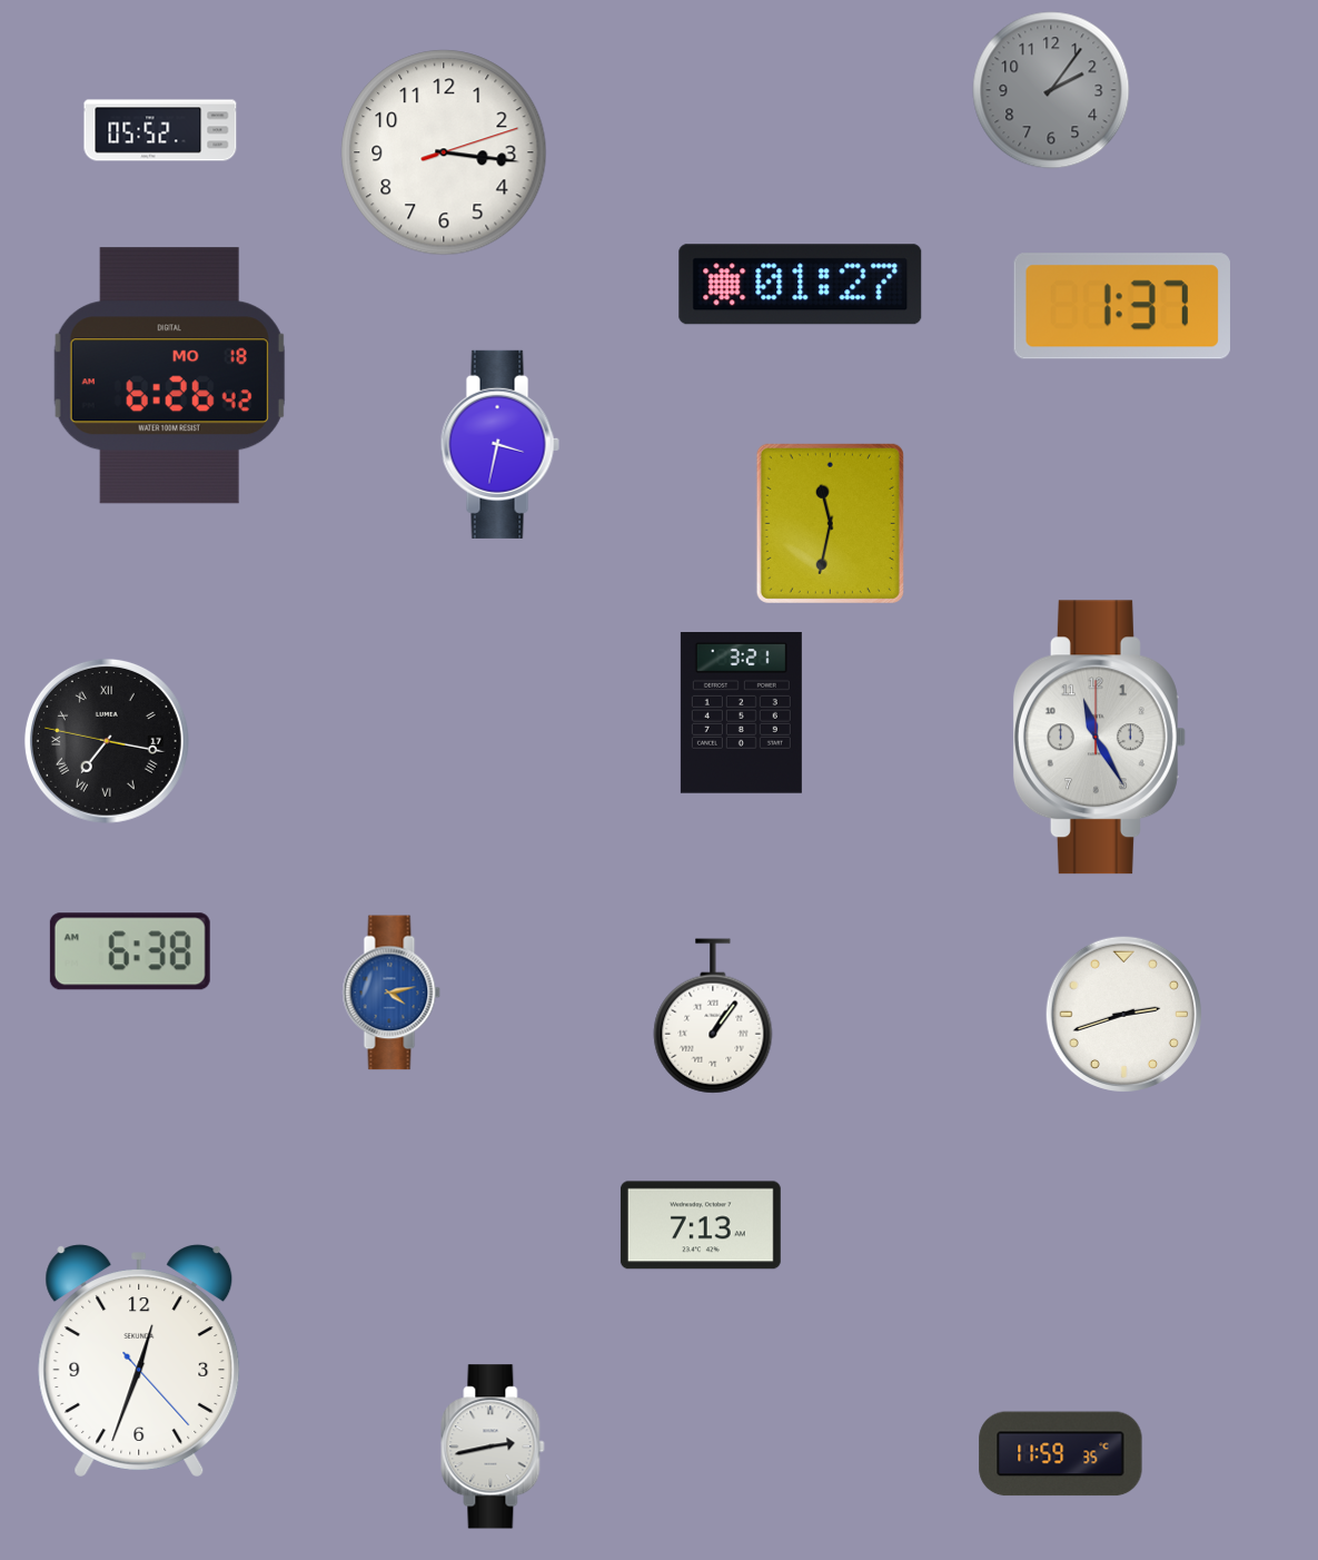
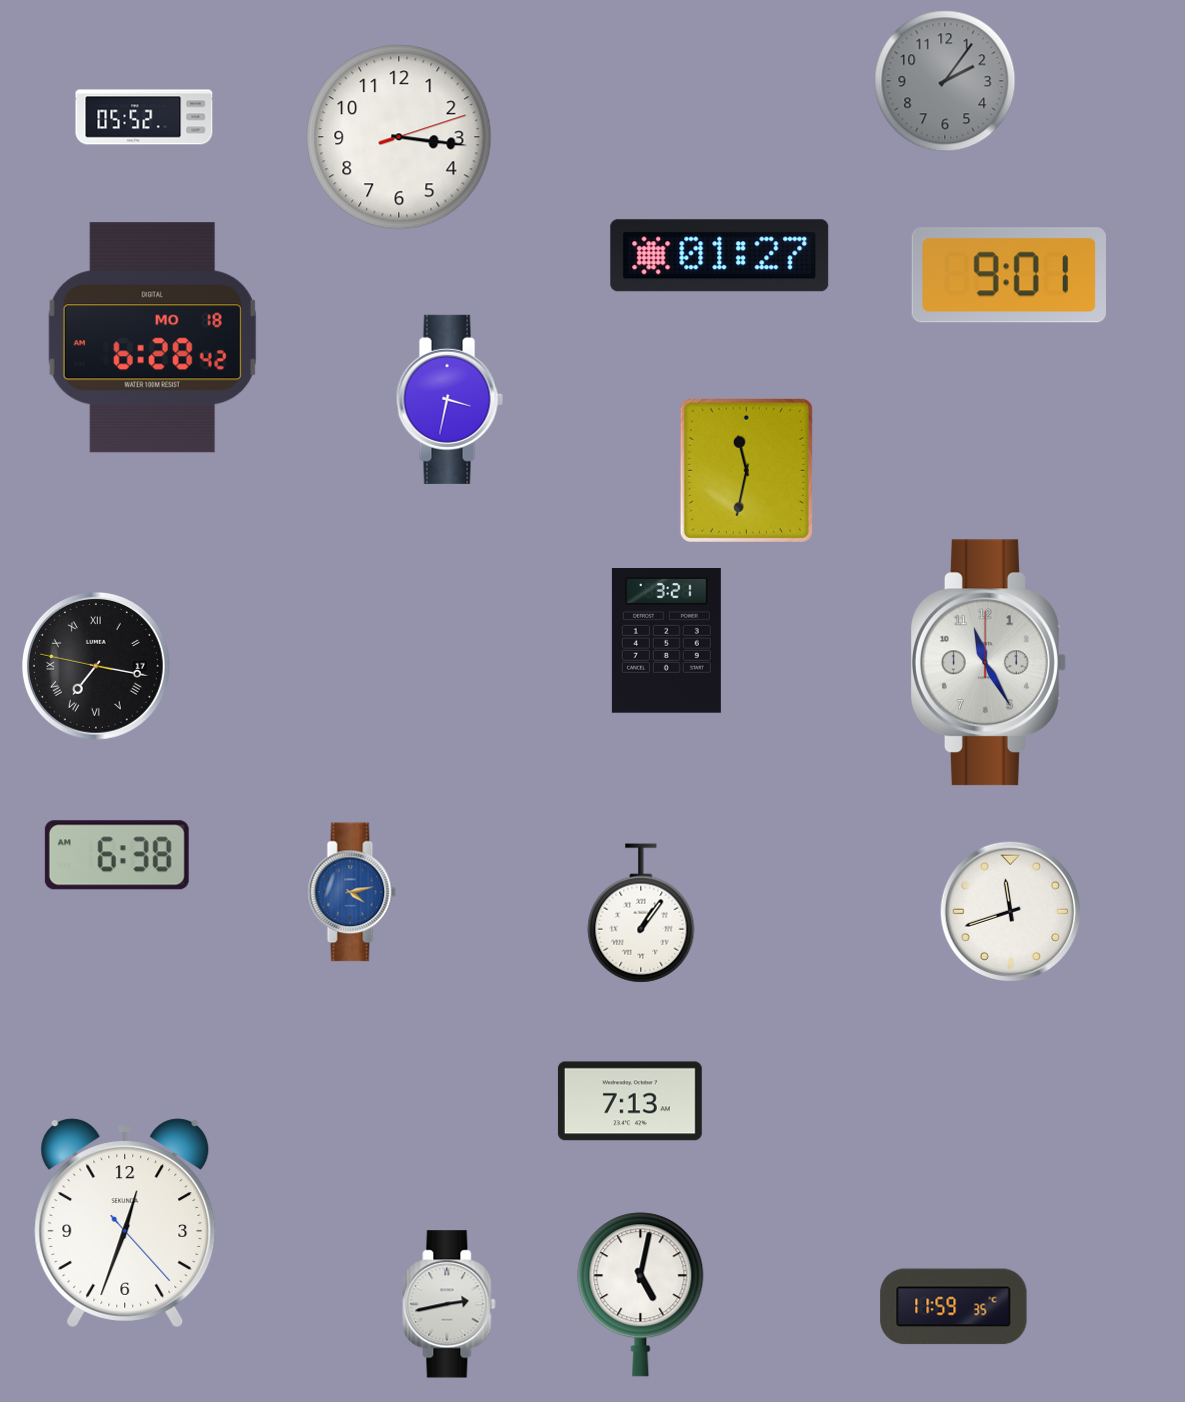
clock at (1122, 306): 1:37 -> 9:01
clock at (169, 376): 6:26 -> 6:28
clock at (1123, 1014): 2:42 -> 11:42
clock at (641, 1295): none -> 5:02
clock at (493, 1447) position: (493, 1447) -> (449, 1304)
